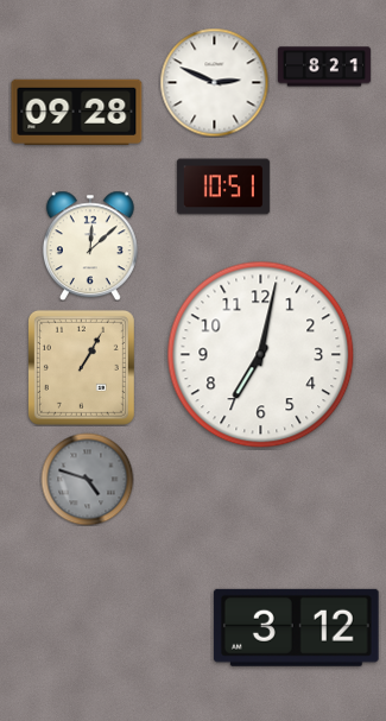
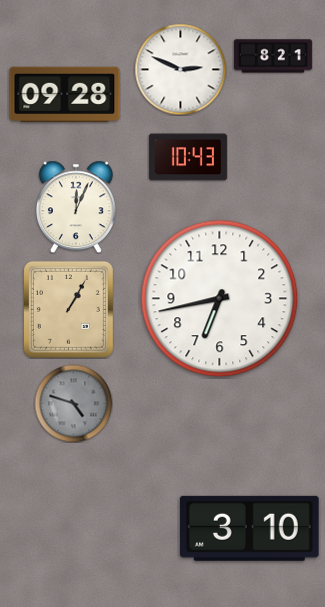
clock at (223, 186): 10:51 -> 10:43
clock at (90, 246): 12:08 -> 12:04
clock at (261, 355): 7:02 -> 6:43
clock at (296, 627): 3:12 -> 3:10
